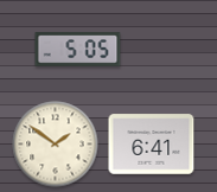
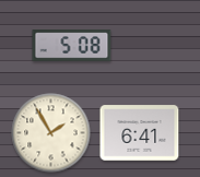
clock at (78, 50): 5:05 -> 5:08
clock at (56, 145): 1:51 -> 1:55
